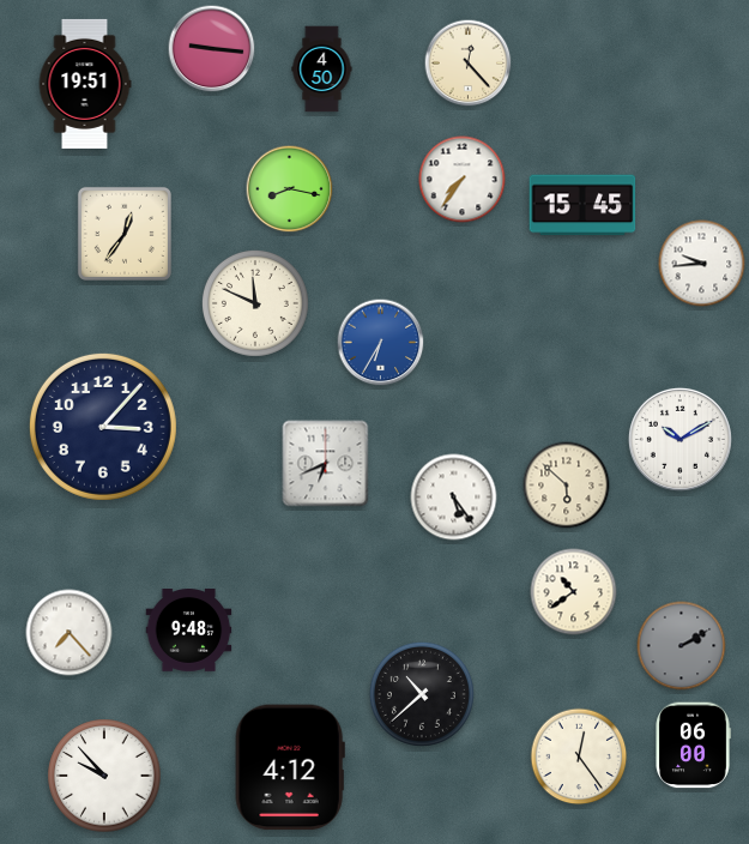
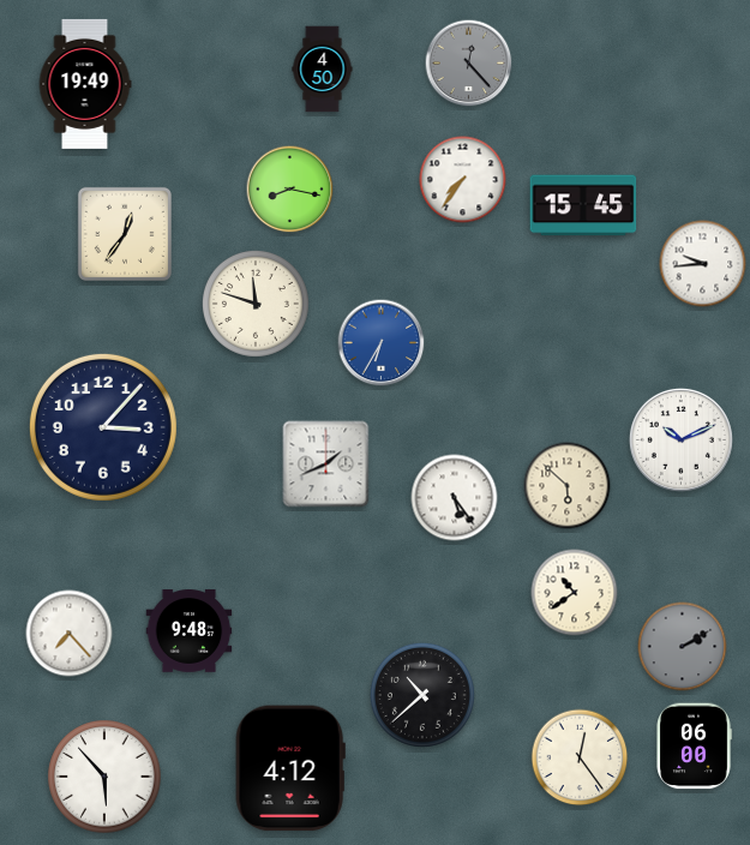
clock at (212, 49): 9:16 -> none
clock at (469, 64) dial: cream -> grey
clock at (85, 84): 19:51 -> 19:49
clock at (255, 303): 11:49 -> 11:48
clock at (679, 439): 10:10 -> 10:11
clock at (326, 464): 6:41 -> 1:41
clock at (104, 776): 9:53 -> 5:53
